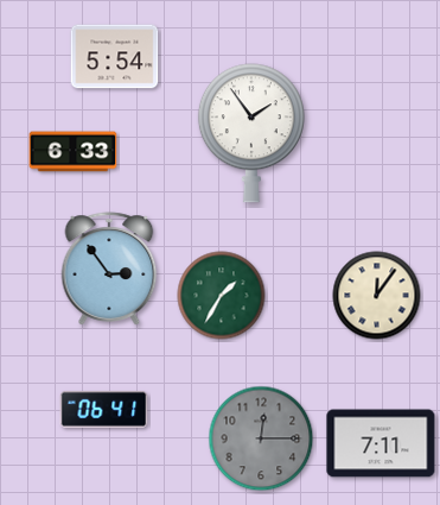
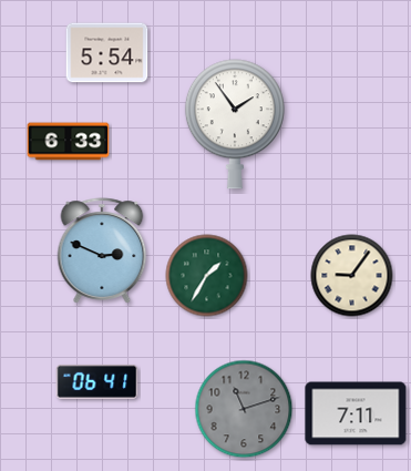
clock at (109, 269): 2:54 -> 2:49
clock at (377, 296): 12:06 -> 9:06
clock at (261, 438): 12:15 -> 11:12
